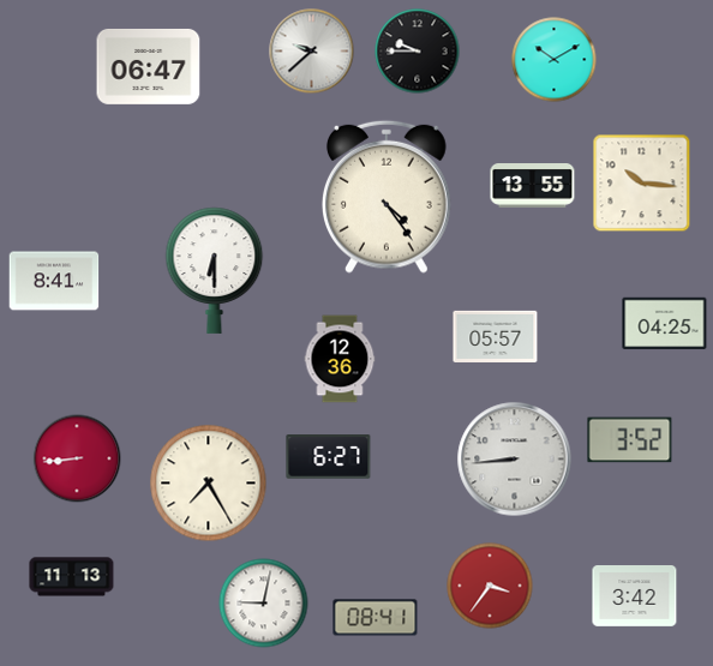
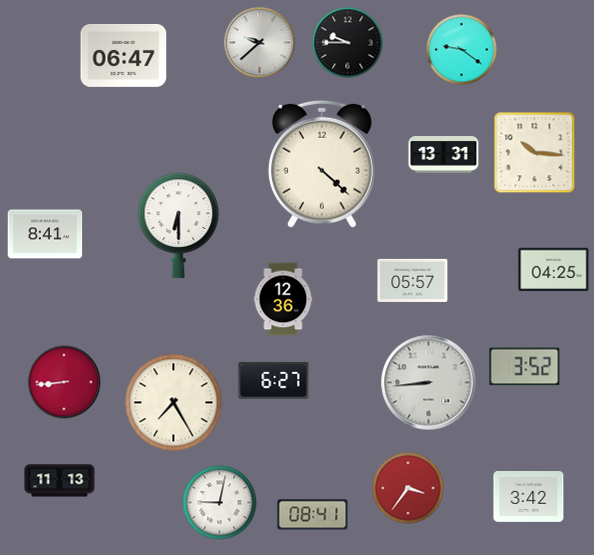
clock at (555, 60): 10:10 -> 9:21
clock at (533, 186): 13:55 -> 13:31
clock at (388, 197): 4:24 -> 4:22
